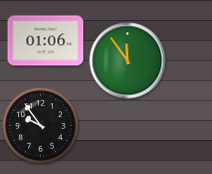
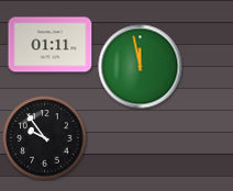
clock at (46, 41): 01:06 -> 01:11
clock at (128, 61): 11:54 -> 11:58
